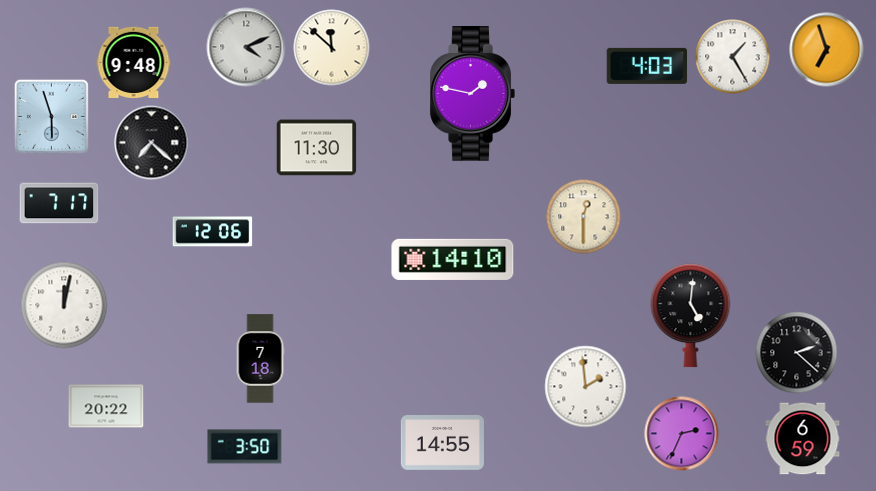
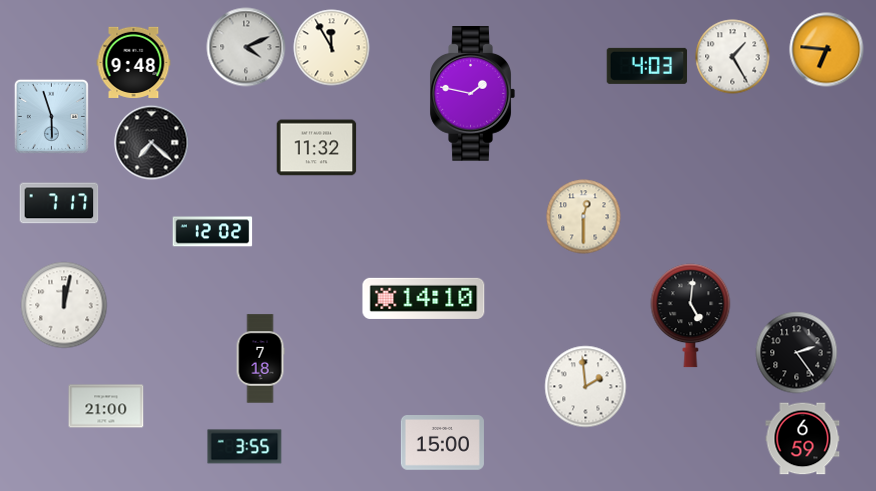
clock at (332, 48): 11:52 -> 11:55
clock at (827, 50): 6:57 -> 6:46
clock at (317, 148): 11:30 -> 11:32
clock at (213, 232): 12:06 -> 12:02
clock at (453, 259) position: (453, 259) -> (424, 298)
clock at (797, 353): 2:22 -> 2:24
clock at (106, 406): 20:22 -> 21:00
clock at (682, 434): 2:34 -> none
clock at (442, 443): 14:55 -> 15:00
clock at (245, 447): 3:50 -> 3:55
